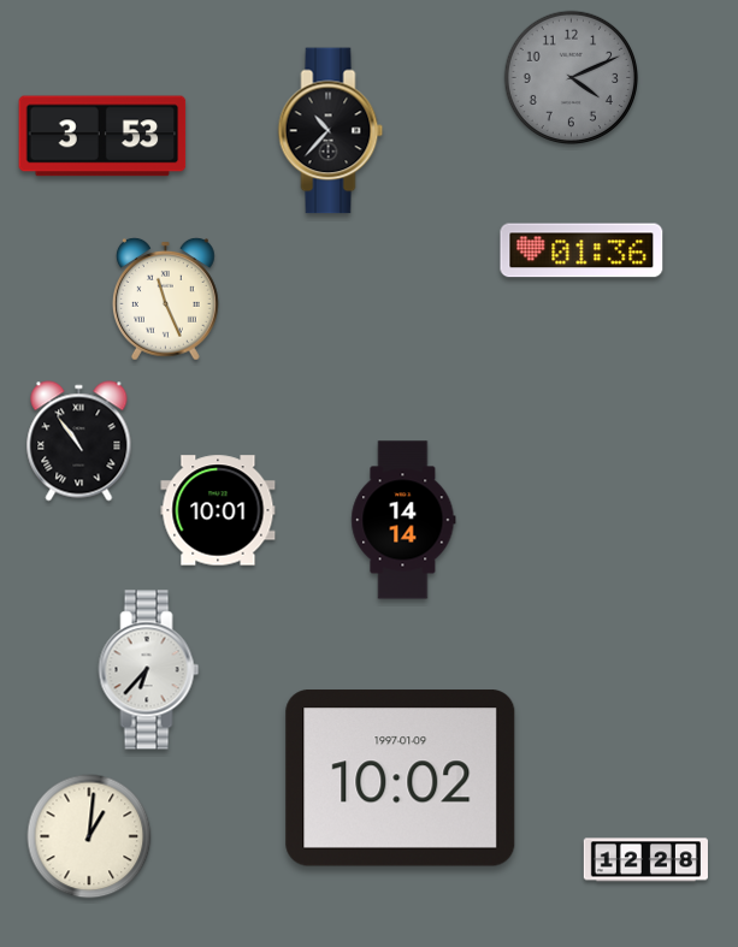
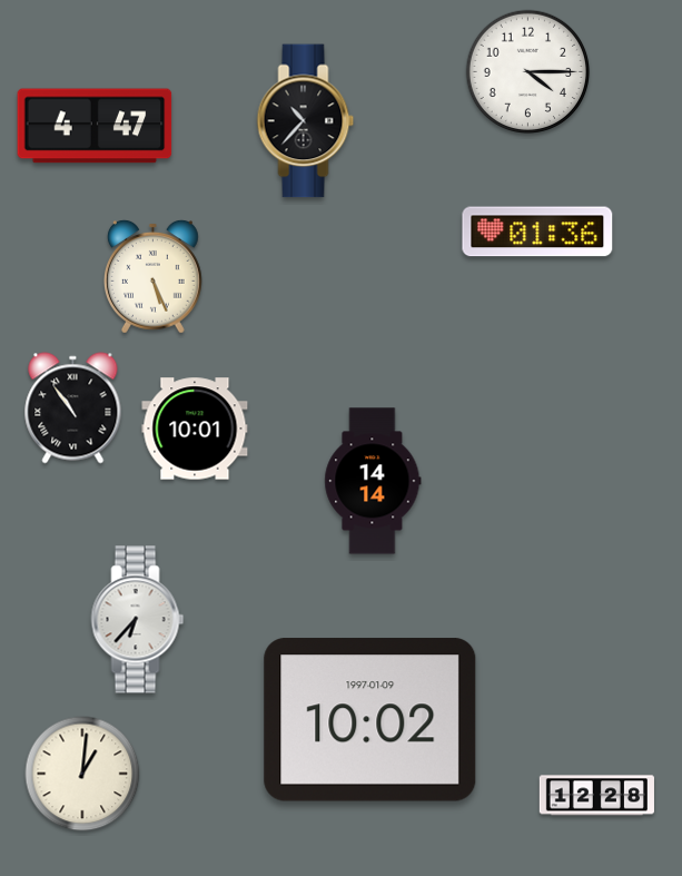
clock at (571, 77): 4:11 -> 4:15
clock at (571, 77) dial: grey -> white
clock at (102, 136): 3:53 -> 4:47
clock at (165, 298): 11:26 -> 5:26
clock at (218, 510) position: (218, 510) -> (195, 429)
